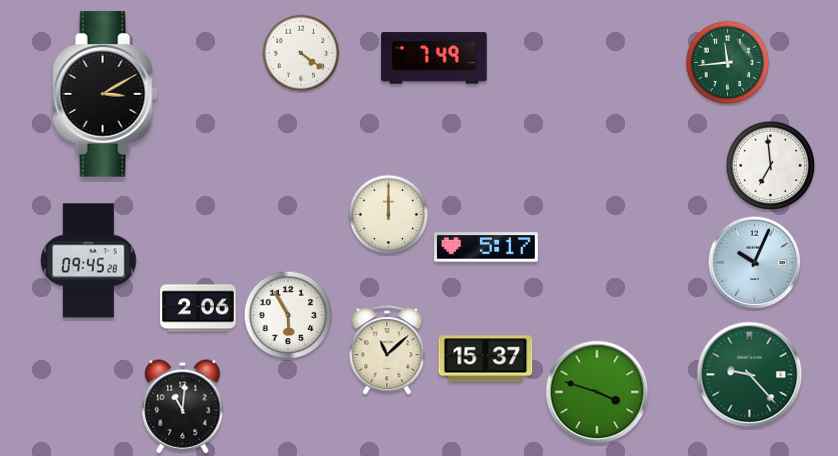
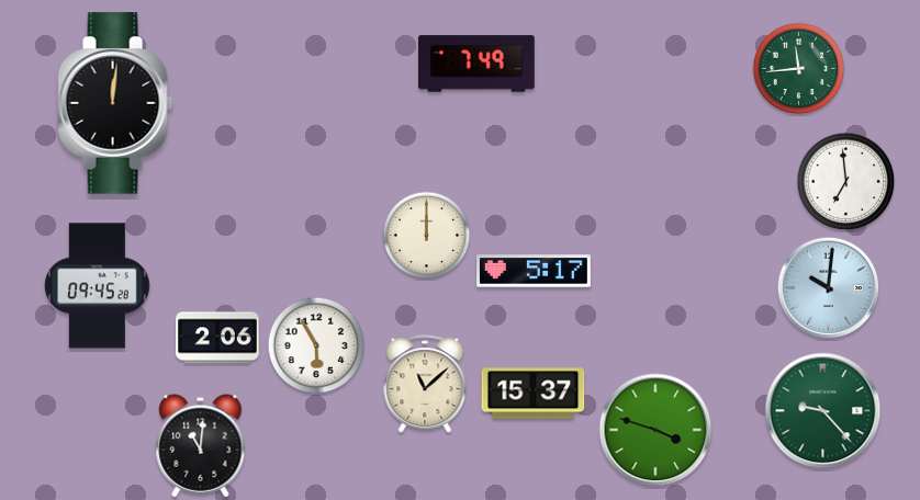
clock at (301, 53): 4:21 -> none
clock at (105, 94): 3:10 -> 12:01
clock at (755, 263): 10:04 -> 10:01
